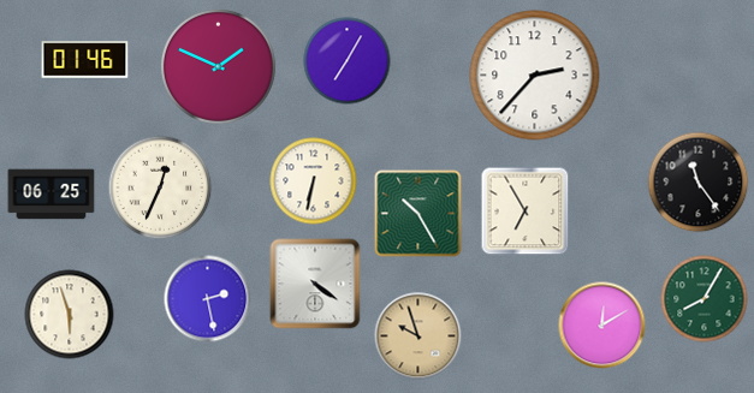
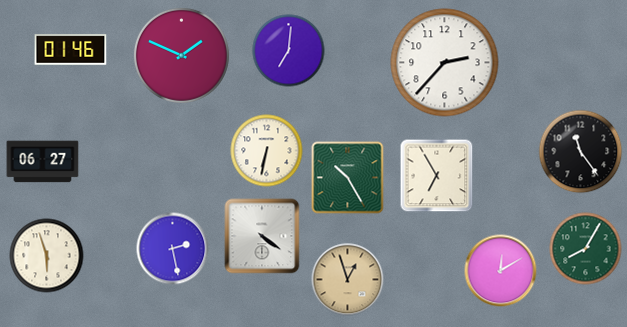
clock at (348, 61): 7:05 -> 7:01
clock at (314, 181) position: (314, 181) -> (267, 151)
clock at (160, 187): 12:34 -> none
clock at (52, 195): 06:25 -> 06:27
clock at (70, 315) position: (70, 315) -> (47, 256)
clock at (418, 337): 9:57 -> 12:57
